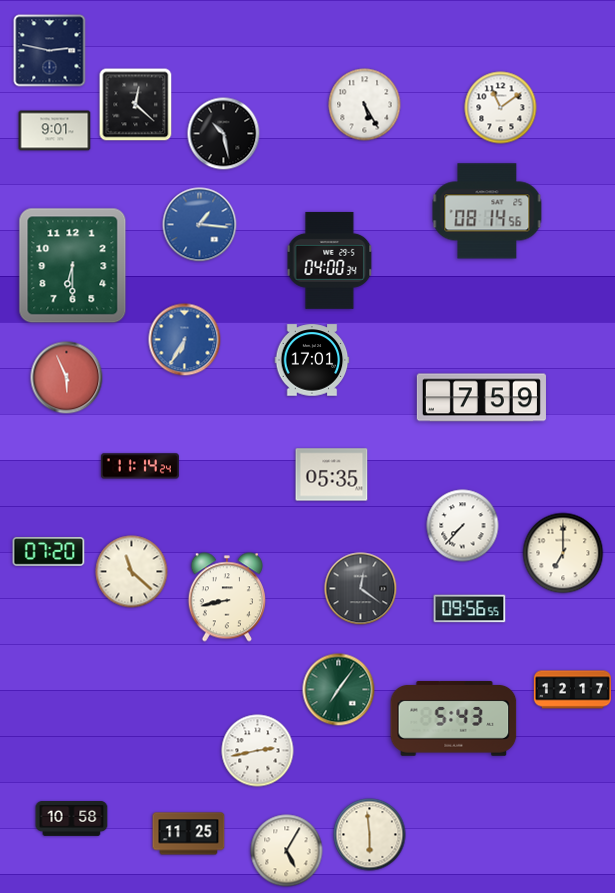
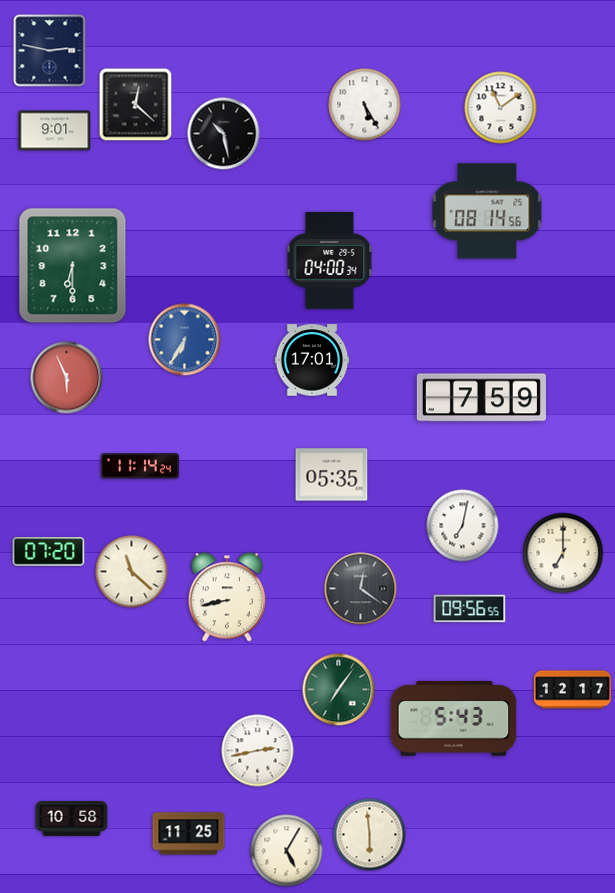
clock at (200, 225): 1:16 -> none
clock at (463, 526): 7:37 -> 7:02
